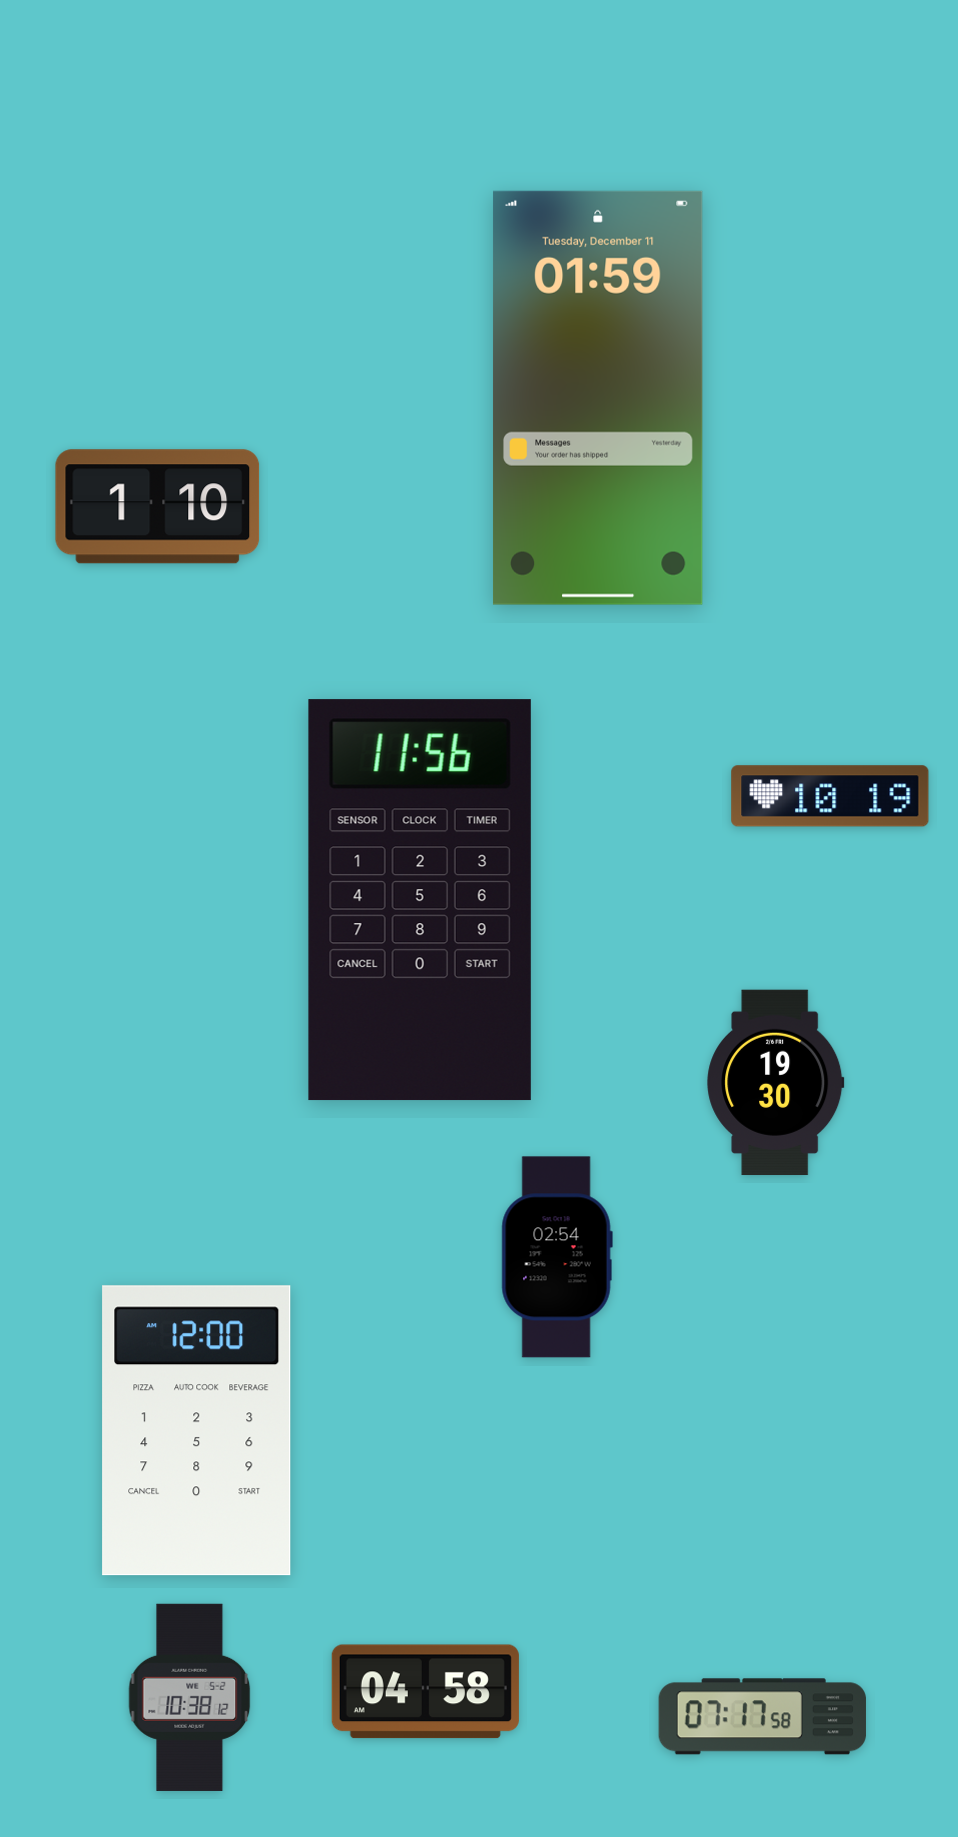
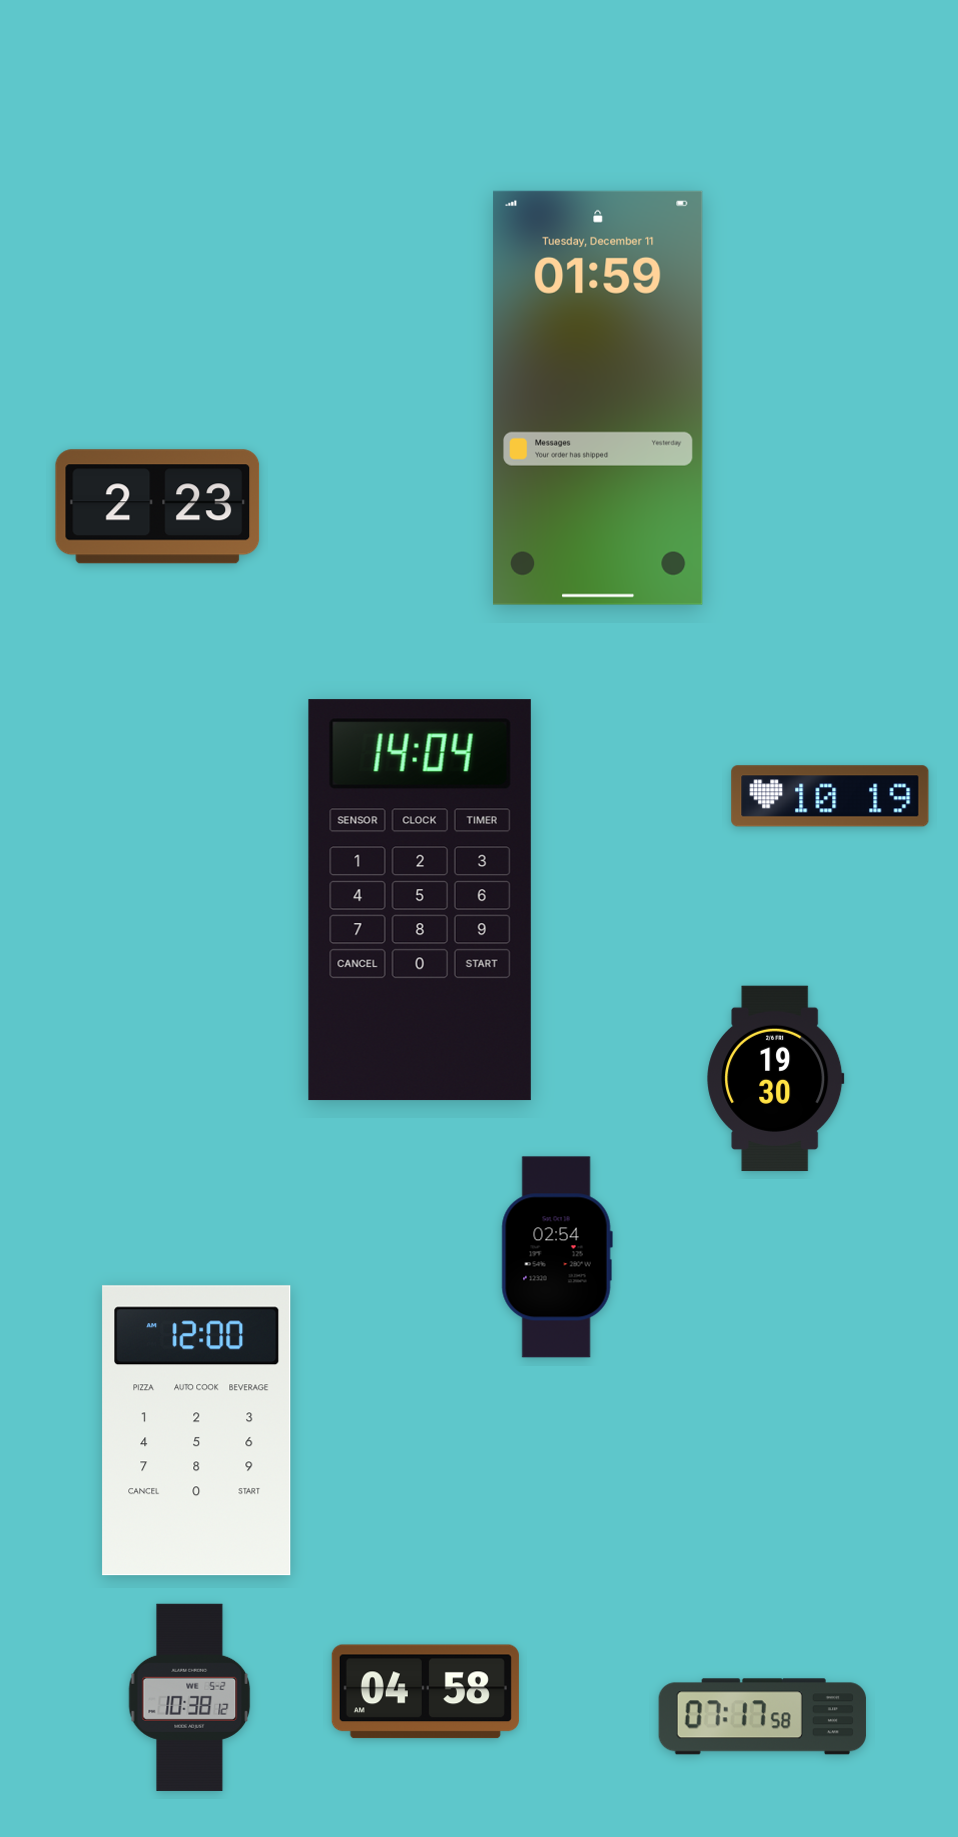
clock at (158, 507): 1:10 -> 2:23
clock at (420, 900): 11:56 -> 14:04
clock at (776, 1083) position: (776, 1083) -> (776, 1079)
